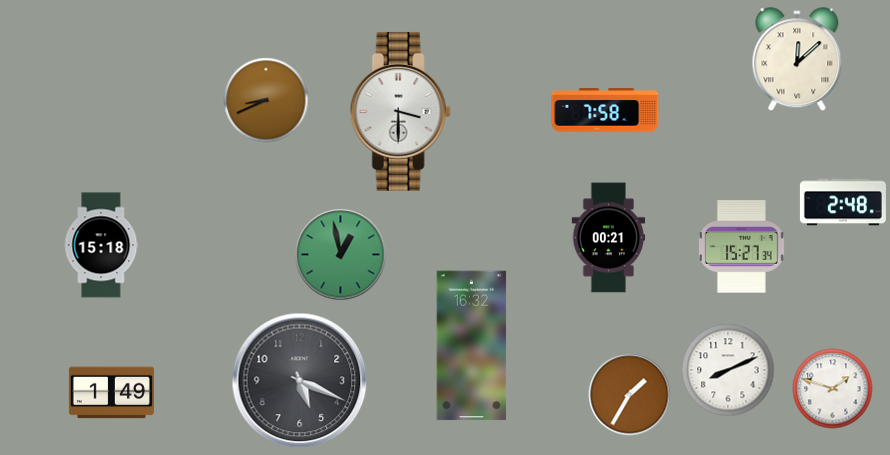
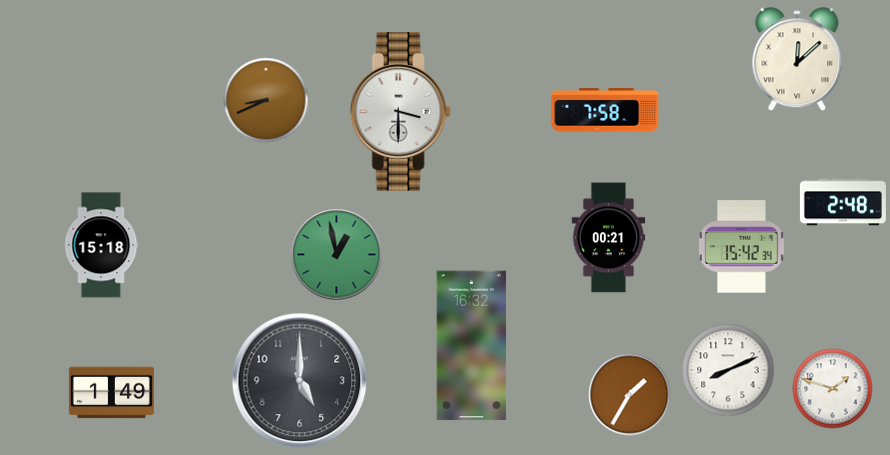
clock at (742, 247): 15:27 -> 15:42
clock at (341, 255) position: (341, 255) -> (337, 255)
clock at (300, 381): 5:19 -> 5:00
